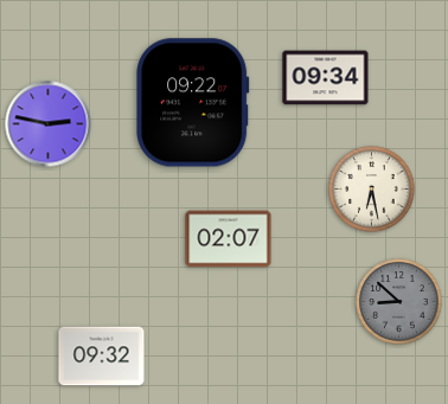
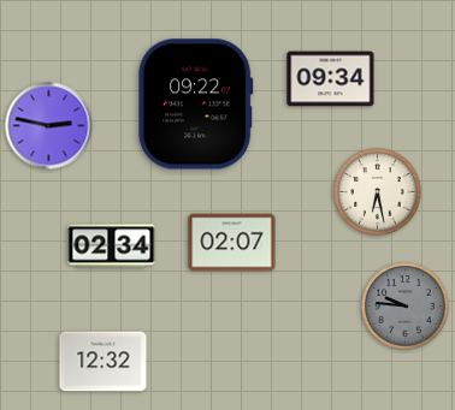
clock at (112, 246): none -> 02:34
clock at (399, 302): 8:52 -> 9:46
clock at (102, 357): 09:32 -> 12:32
